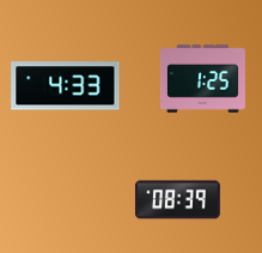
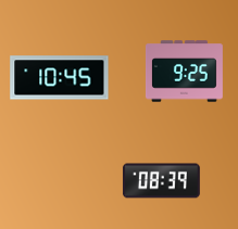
clock at (202, 79): 1:25 -> 9:25
clock at (66, 86): 4:33 -> 10:45
